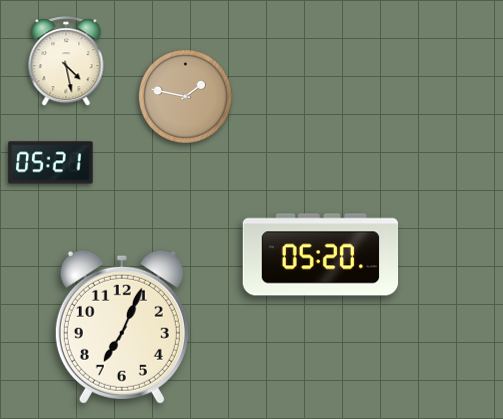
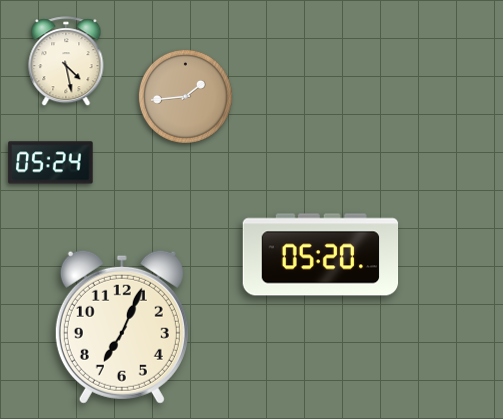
clock at (185, 96): 1:47 -> 1:44
clock at (51, 163): 05:21 -> 05:24
